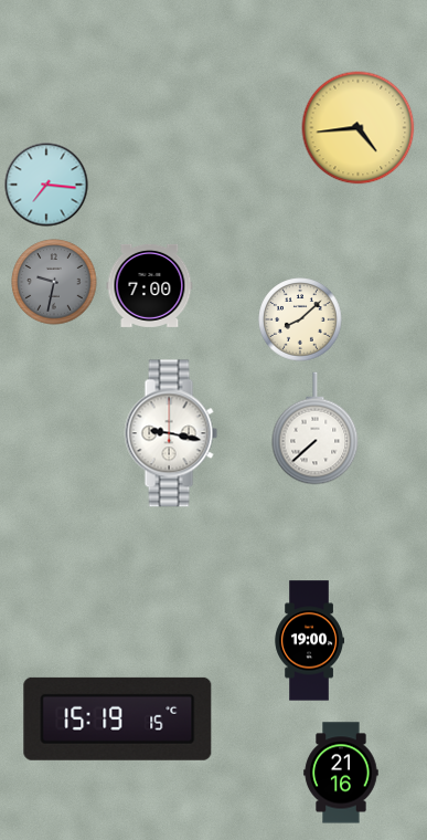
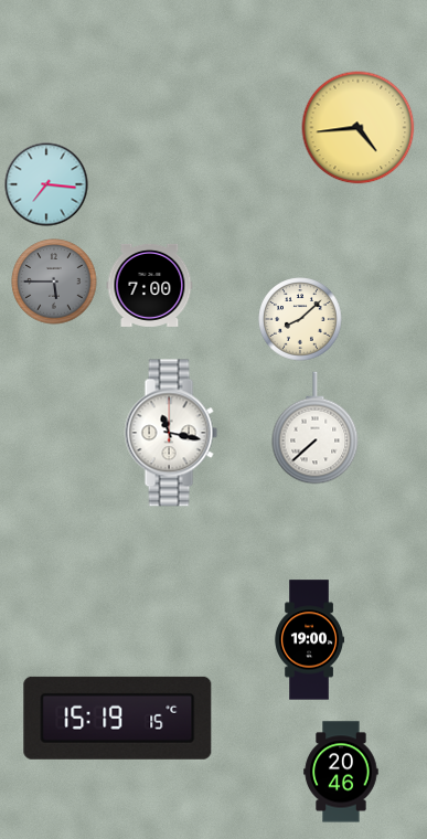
clock at (54, 282): 9:32 -> 5:45
clock at (171, 433): 9:17 -> 11:17
clock at (341, 773): 21:16 -> 20:46
